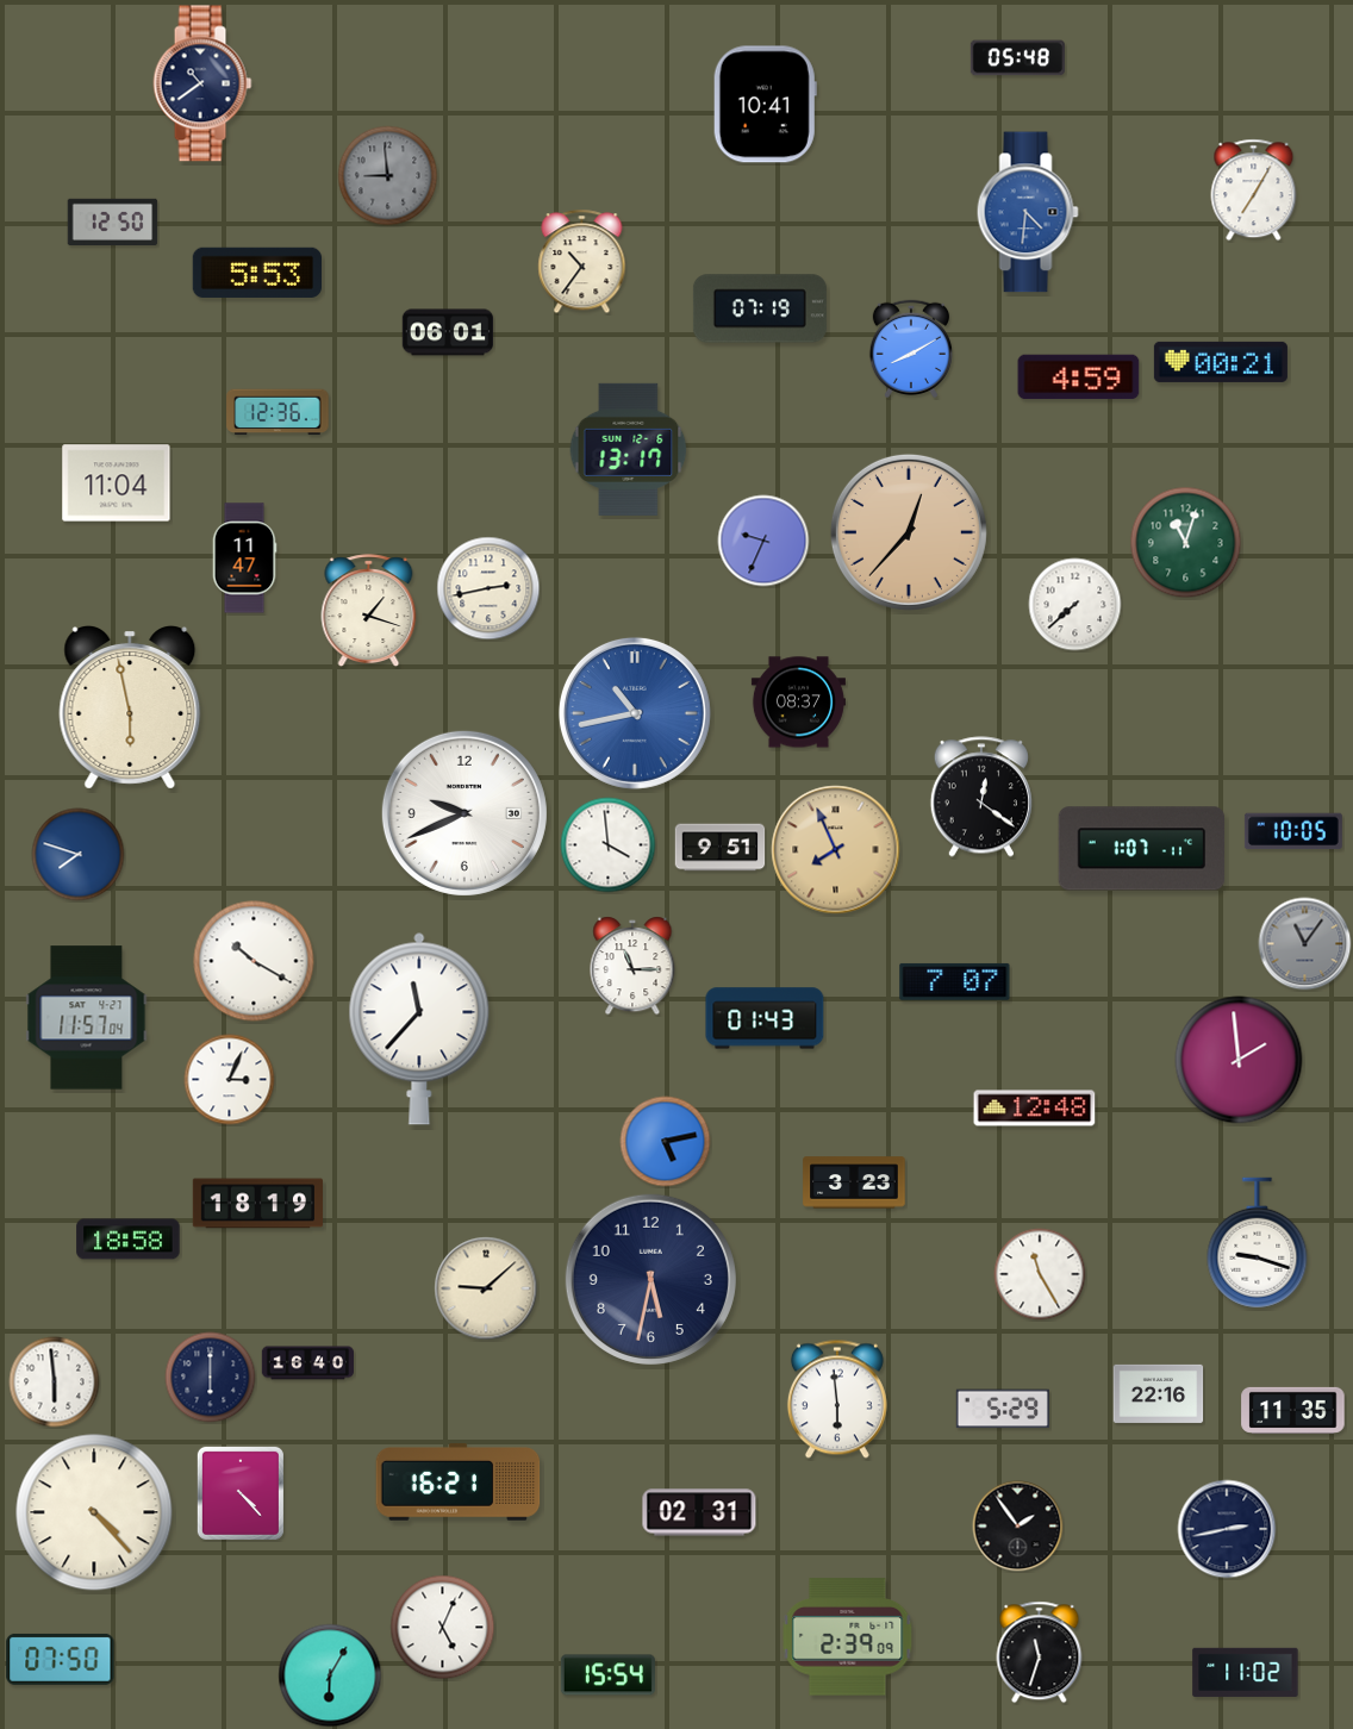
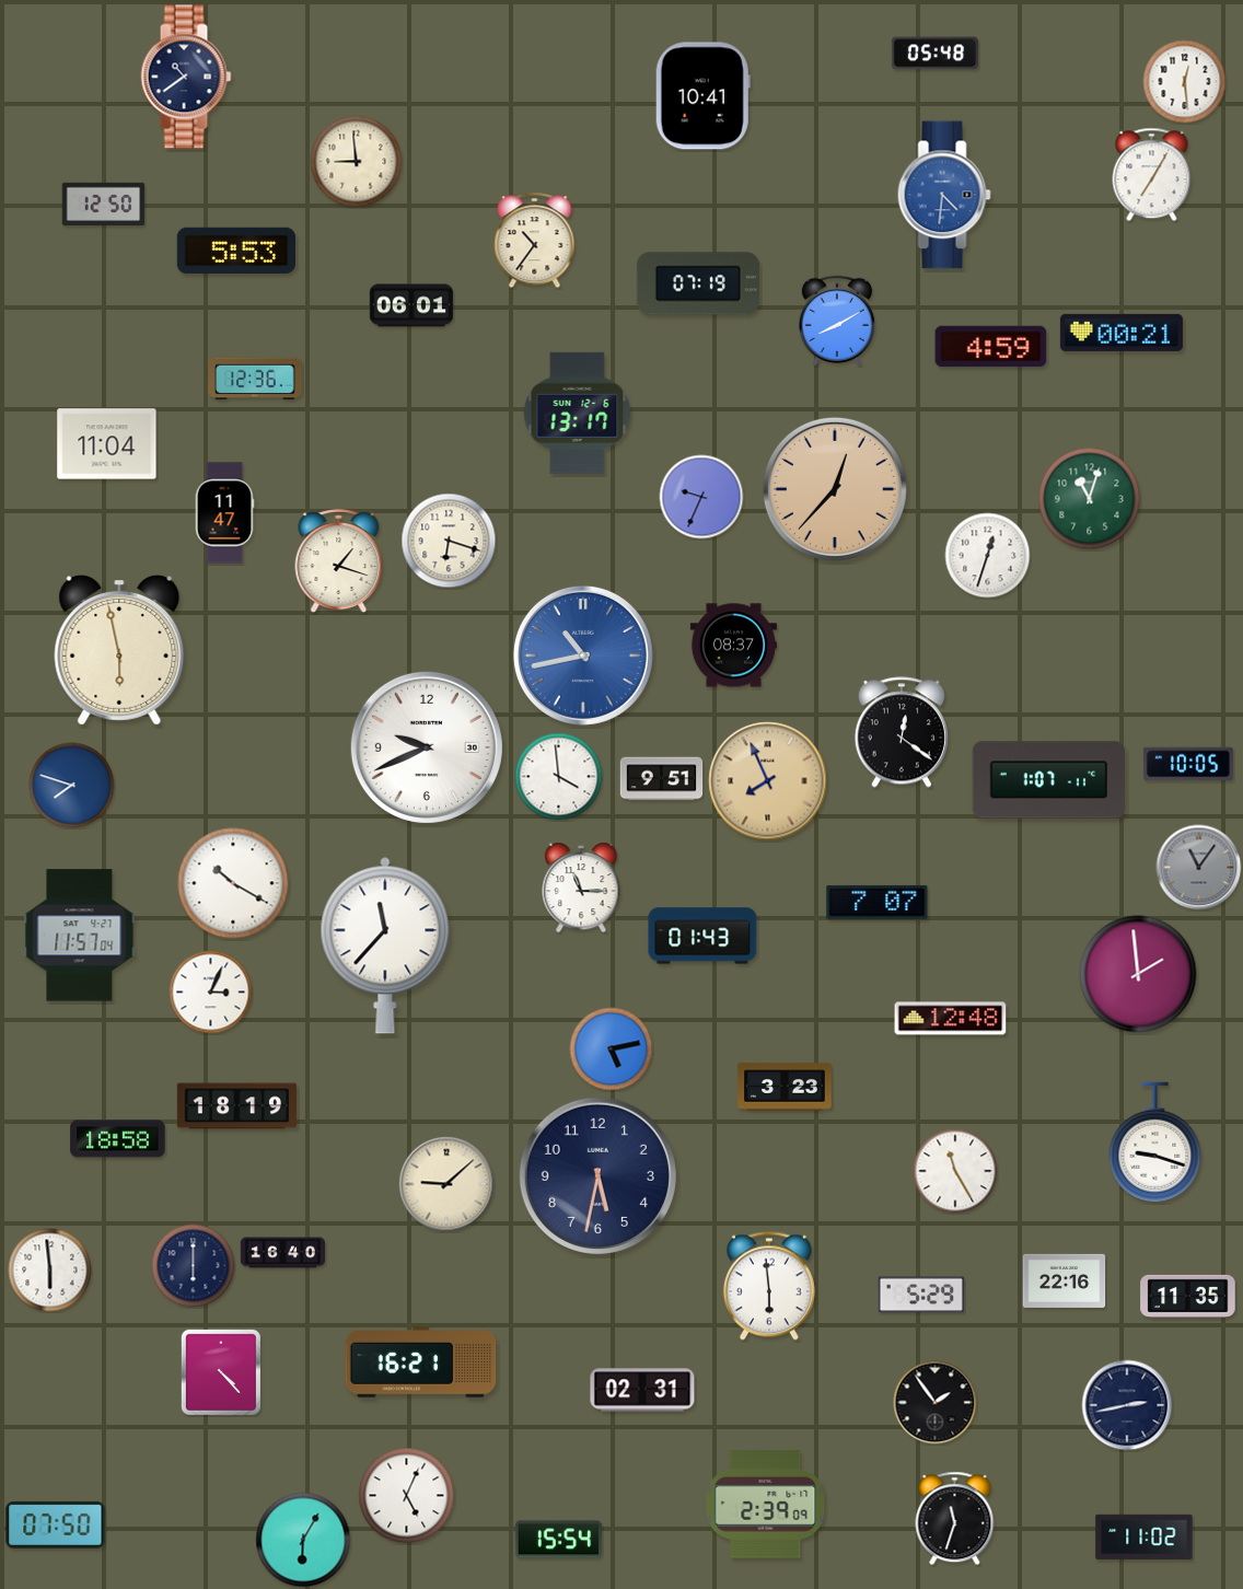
clock at (1185, 82): none -> 12:29
clock at (388, 176) dial: grey -> cream
clock at (488, 588): 2:43 -> 6:18
clock at (1075, 605): 7:38 -> 12:33
clock at (94, 1512): 4:23 -> none
clock at (848, 1637) position: (848, 1637) -> (766, 1505)
